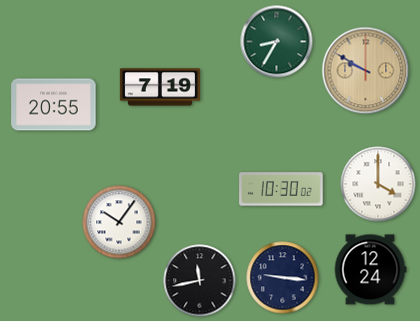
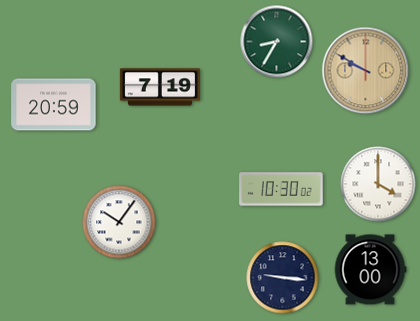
clock at (54, 105): 20:55 -> 20:59
clock at (370, 270): 12:24 -> 13:00
clock at (200, 281): 11:43 -> none
